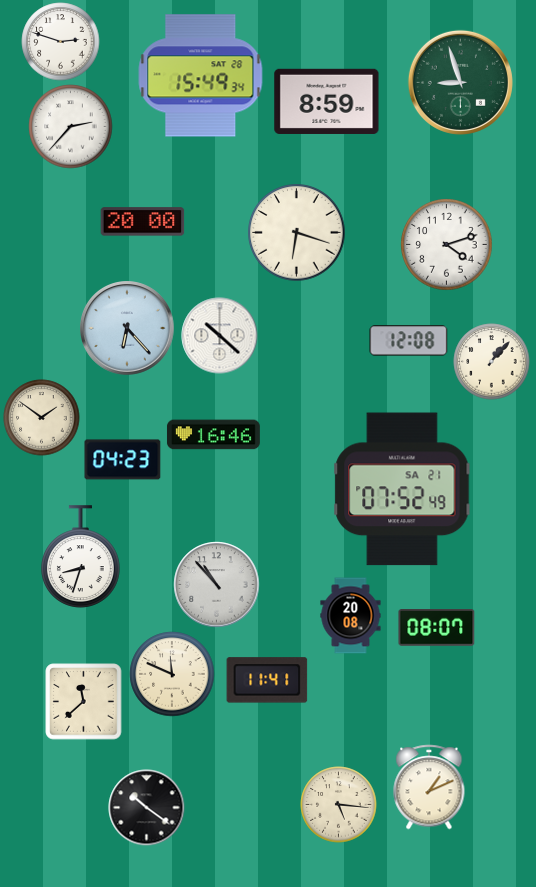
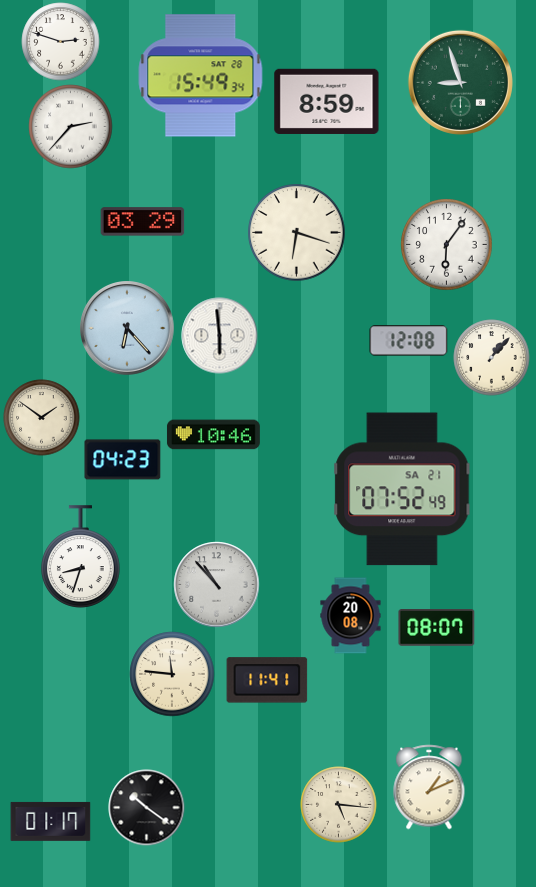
clock at (143, 222): 20:00 -> 03:29
clock at (447, 245): 4:12 -> 6:06
clock at (220, 336): 10:22 -> 5:59
clock at (492, 362) position: (492, 362) -> (492, 358)
clock at (213, 435): 16:46 -> 10:46
clock at (172, 674): 11:49 -> 11:46
clock at (84, 702): 11:38 -> none
clock at (51, 821): none -> 01:17
